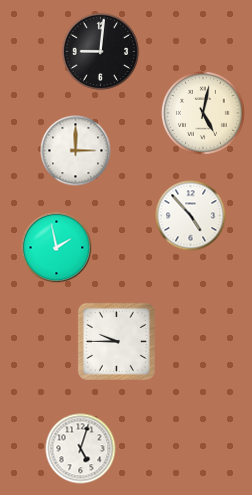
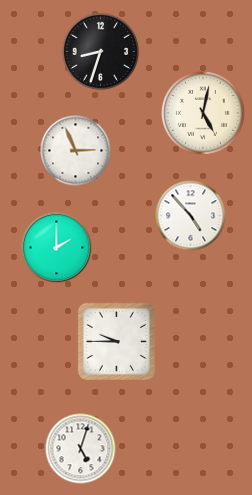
clock at (101, 52): 9:01 -> 8:33
clock at (76, 151): 3:00 -> 2:56
clock at (57, 248): 1:58 -> 2:00
